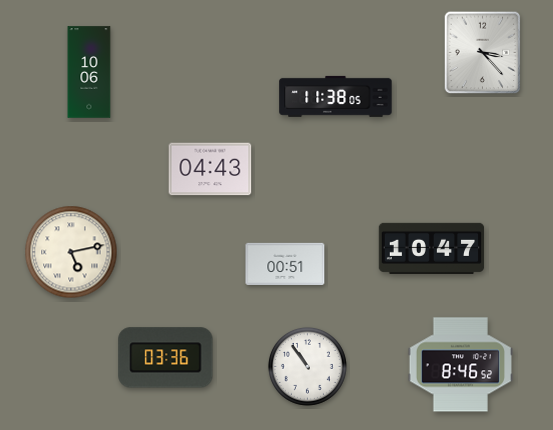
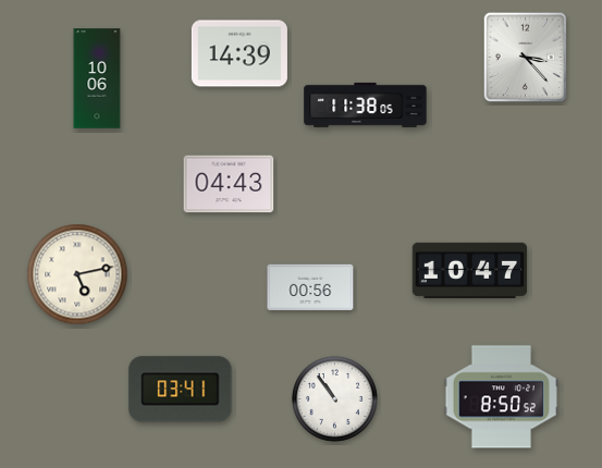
clock at (239, 53): none -> 14:39
clock at (285, 264): 00:51 -> 00:56
clock at (166, 358): 03:36 -> 03:41
clock at (460, 365): 8:46 -> 8:50
